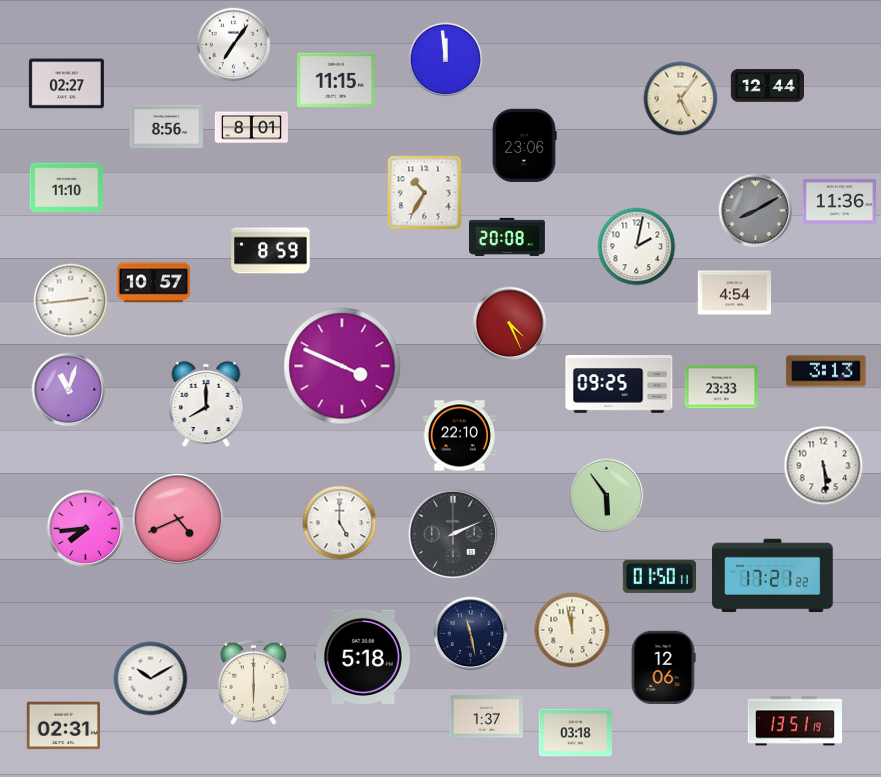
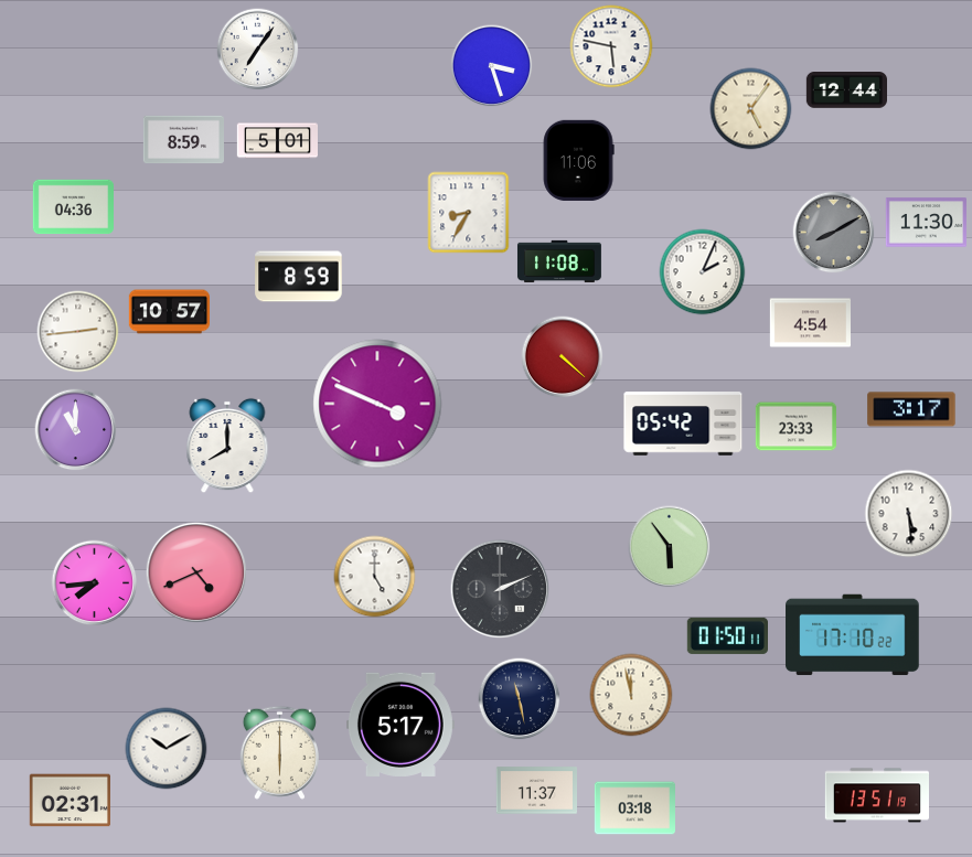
clock at (611, 46): none -> 5:47
clock at (446, 60): 11:59 -> 3:27
clock at (336, 79): 11:15 -> none
clock at (66, 84): 02:27 -> none
clock at (767, 86) position: (767, 86) -> (846, 90)
clock at (166, 127): 8:56 -> 8:59
clock at (252, 128): 8:01 -> 5:01
clock at (524, 145): 23:06 -> 11:06
clock at (66, 188): 11:10 -> 04:36
clock at (425, 193): 10:35 -> 8:35
clock at (839, 202): 11:36 -> 11:30
clock at (507, 237): 20:08 -> 11:08
clock at (637, 247): 2:02 -> 2:04
clock at (510, 324): 4:26 -> 4:22
clock at (826, 371): 3:13 -> 3:17
clock at (619, 384): 09:25 -> 05:42
clock at (69, 390): 11:03 -> 11:00
clock at (459, 436): 22:10 -> none
clock at (773, 576): 17:21 -> 17:10
clock at (363, 657): 5:18 -> 5:17
clock at (663, 667): 12:06 -> none
clock at (486, 717): 1:37 -> 11:37
